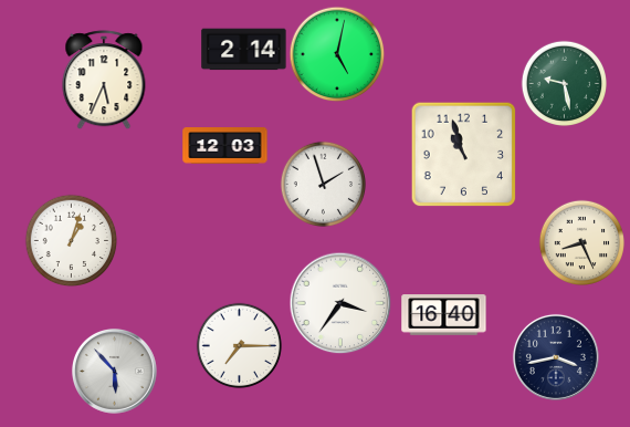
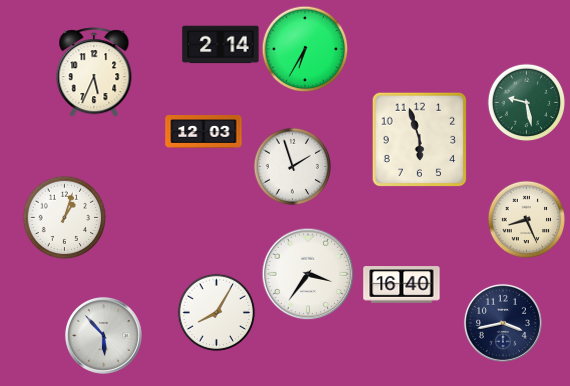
clock at (337, 54): 5:02 -> 6:35
clock at (564, 83) position: (564, 83) -> (526, 102)
clock at (463, 154): 10:57 -> 5:57
clock at (239, 345): 7:15 -> 8:05
